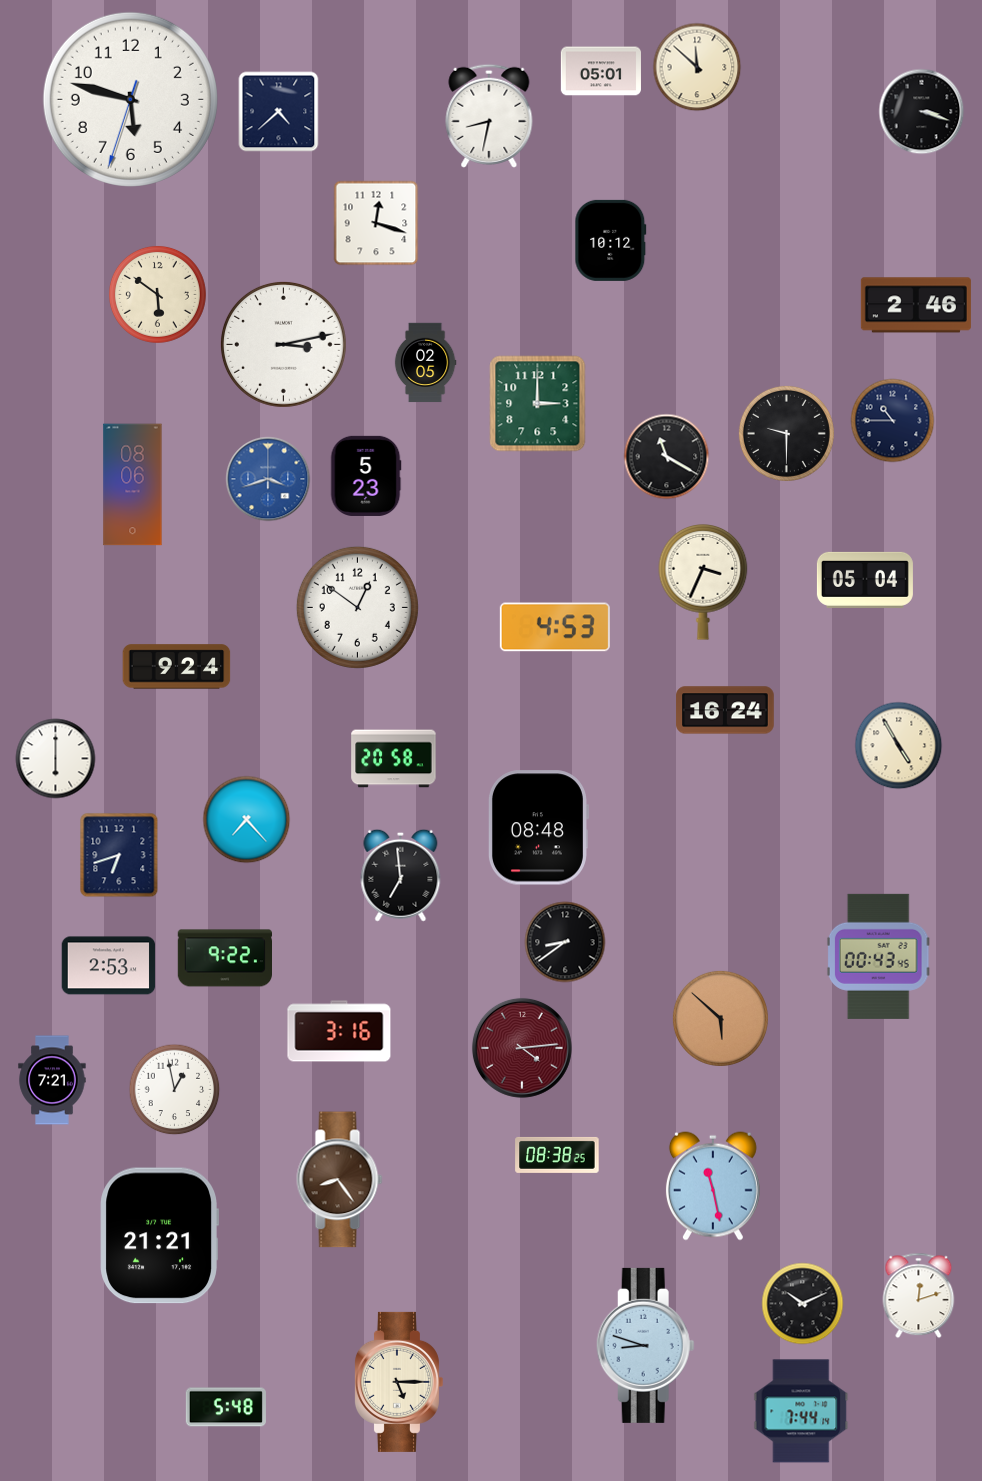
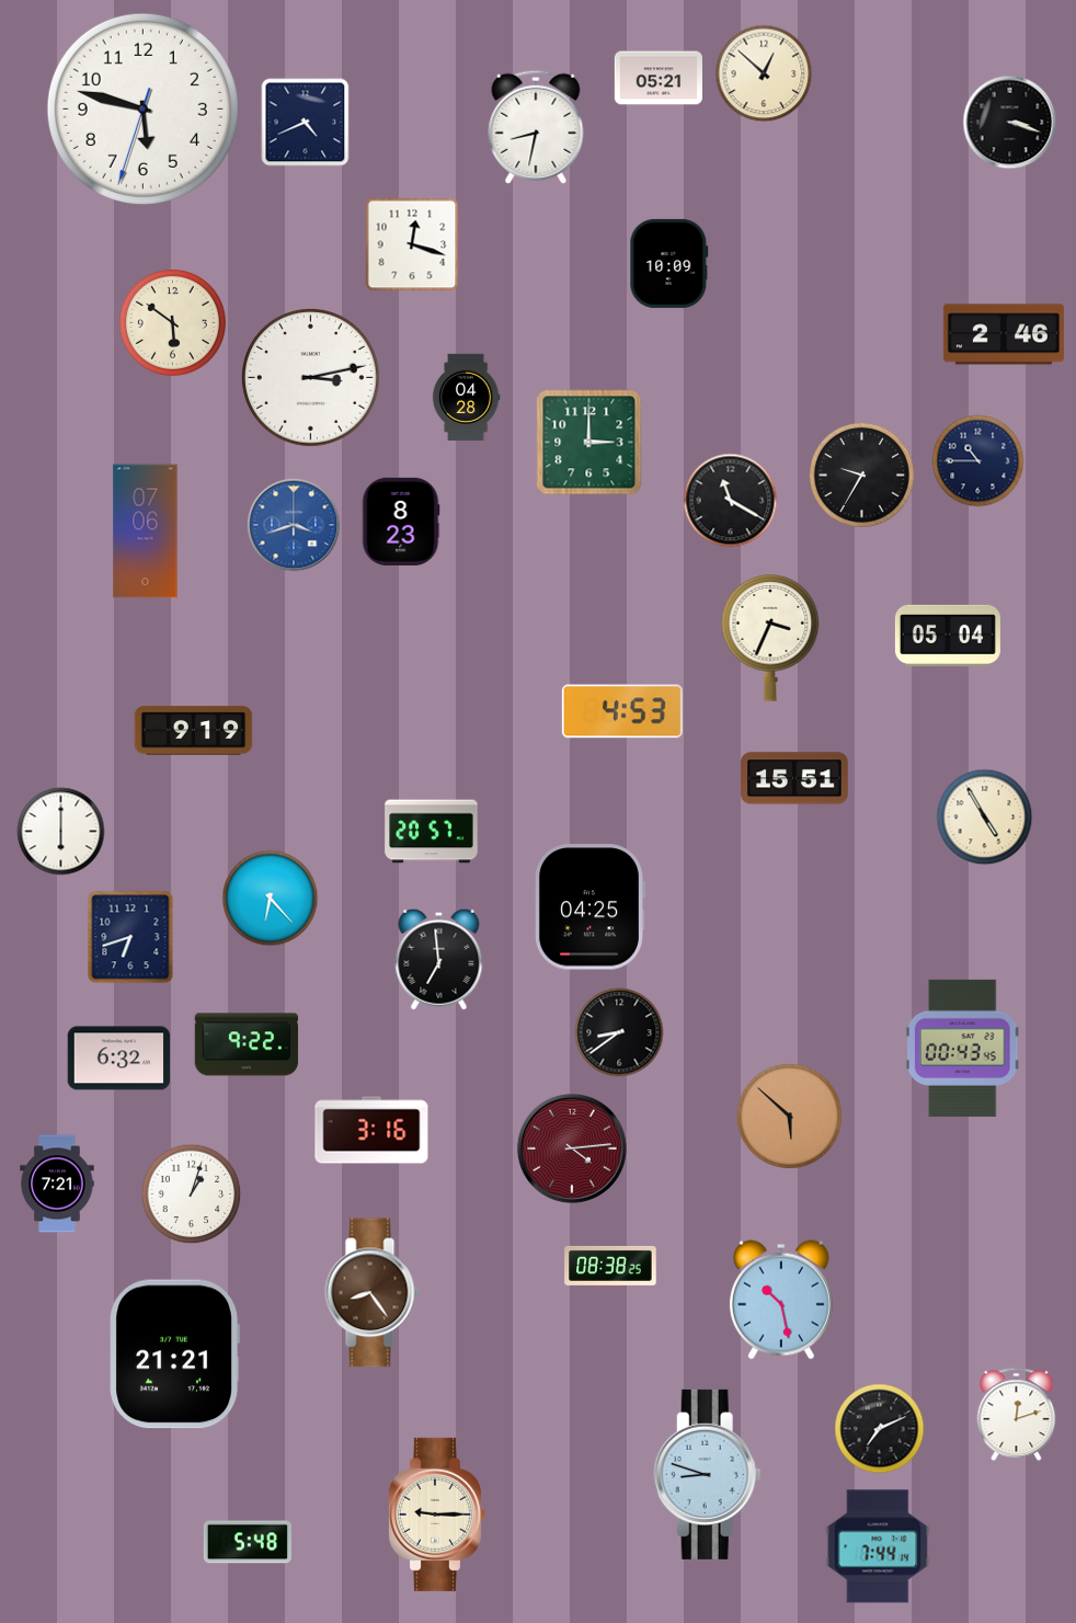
clock at (697, 67): 11:52 -> 12:52
clock at (601, 71): 05:01 -> 05:21
clock at (279, 112): 4:38 -> 4:41
clock at (611, 240): 10:12 -> 10:09
clock at (425, 363): 02:05 -> 04:28
clock at (786, 433): 9:30 -> 9:35
clock at (366, 476): 5:23 -> 8:23
clock at (133, 485): 08:06 -> 07:06
clock at (357, 607): 12:51 -> none
clock at (555, 627) position: (555, 627) -> (622, 711)
clock at (177, 667): 9:24 -> 9:19
clock at (725, 710): 16:24 -> 15:51
clock at (394, 759): 20:58 -> 20:57
clock at (247, 820): 7:23 -> 6:23
clock at (538, 828): 08:48 -> 04:25
clock at (224, 958) position: (224, 958) -> (245, 1044)
clock at (109, 966): 2:53 -> 6:32
clock at (175, 1090): 12:58 -> 1:03
clock at (713, 1186): 11:28 -> 10:28
clock at (919, 1296) position: (919, 1296) -> (1017, 1415)
clock at (803, 1304): 10:11 -> 7:11
clock at (398, 1382): 5:15 -> 9:15
